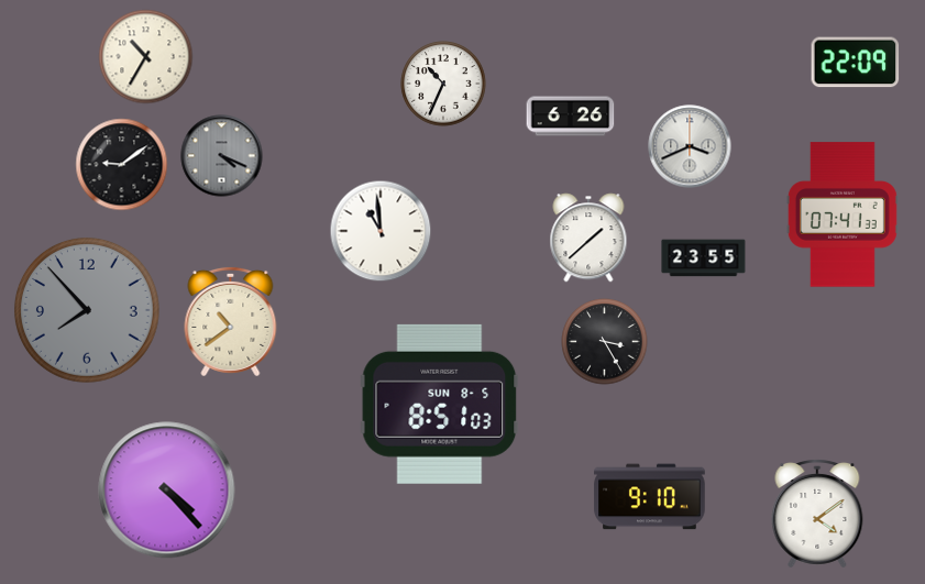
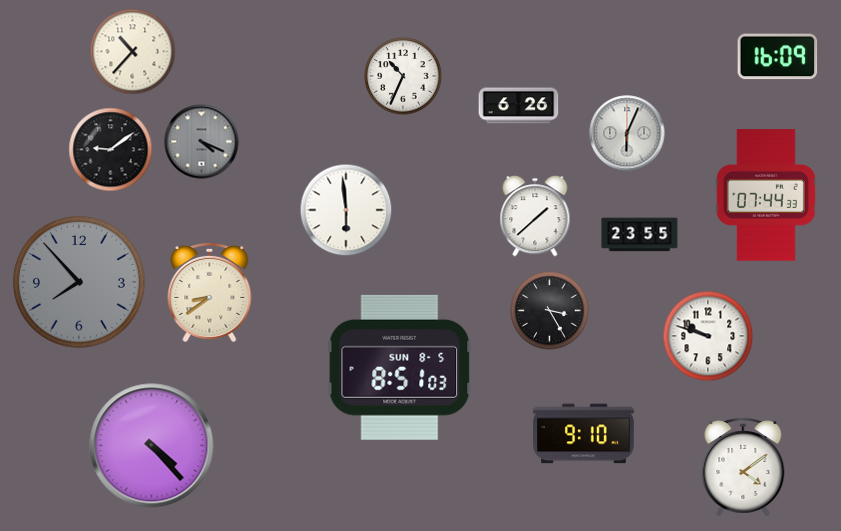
clock at (146, 57): 10:35 -> 10:37
clock at (856, 63): 22:09 -> 16:09
clock at (690, 146): 3:41 -> 6:04
clock at (843, 214): 07:41 -> 07:44
clock at (381, 231): 10:59 -> 5:59
clock at (231, 321): 10:39 -> 8:39
clock at (708, 336): none -> 9:48
clock at (650, 497) position: (650, 497) -> (584, 434)
